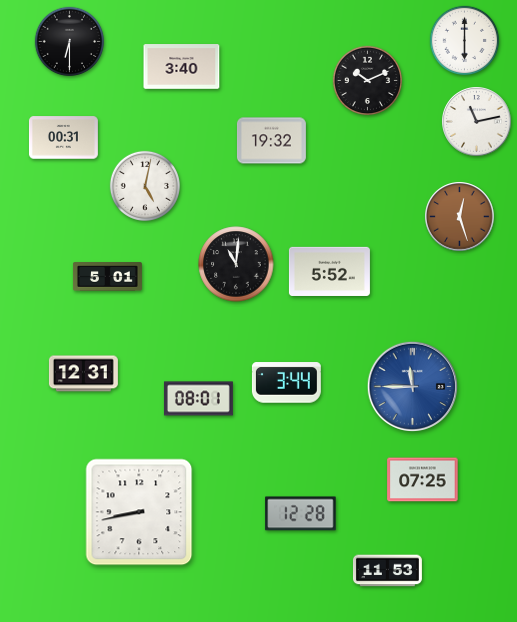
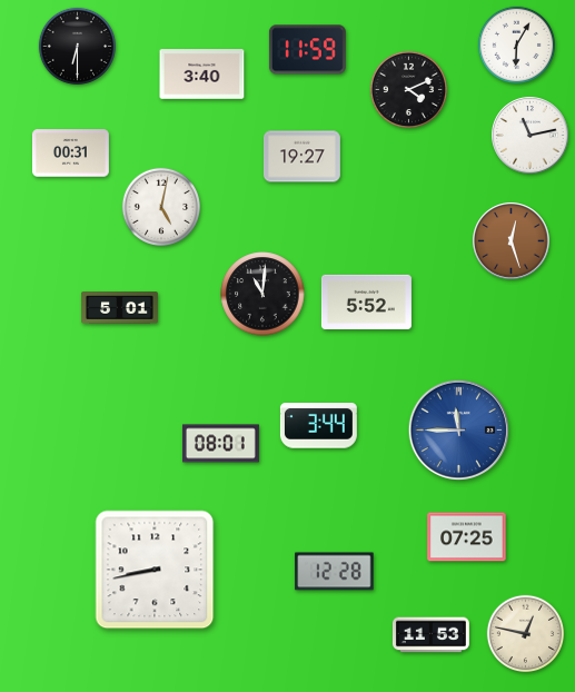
clock at (465, 41): 6:00 -> 6:05
clock at (307, 50): none -> 11:59
clock at (368, 81): 10:11 -> 4:11
clock at (271, 141): 19:32 -> 19:27
clock at (83, 374): 12:31 -> none
clock at (423, 480) position: (423, 480) -> (467, 537)
clock at (526, 634): none -> 12:47
